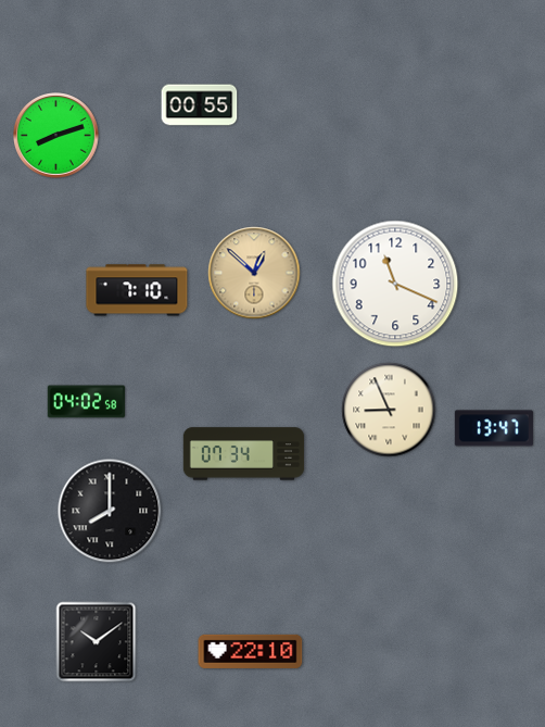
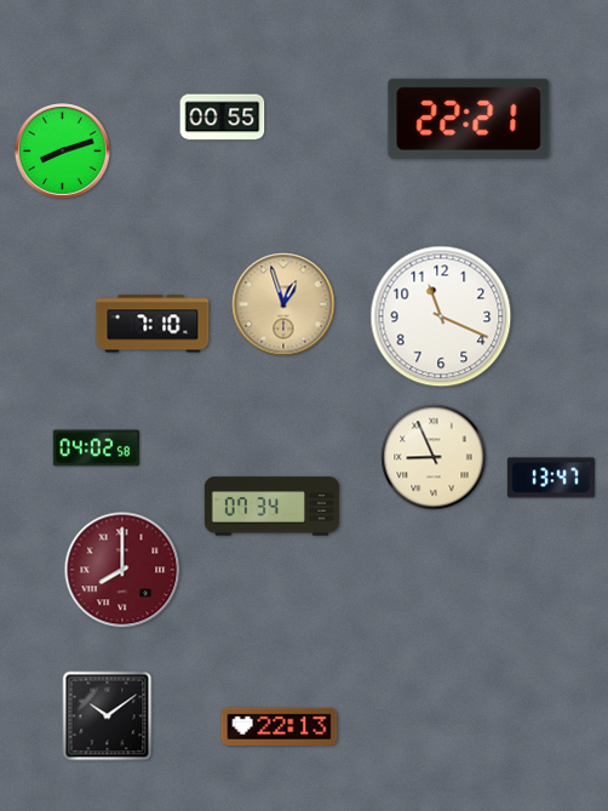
clock at (469, 119): none -> 22:21
clock at (254, 273): 12:52 -> 12:57
clock at (110, 511) dial: black -> burgundy
clock at (251, 651): 22:10 -> 22:13
